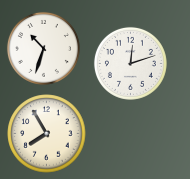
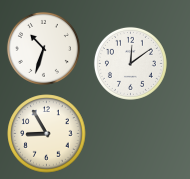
clock at (130, 63): 12:12 -> 12:09
clock at (47, 134): 7:55 -> 8:55
